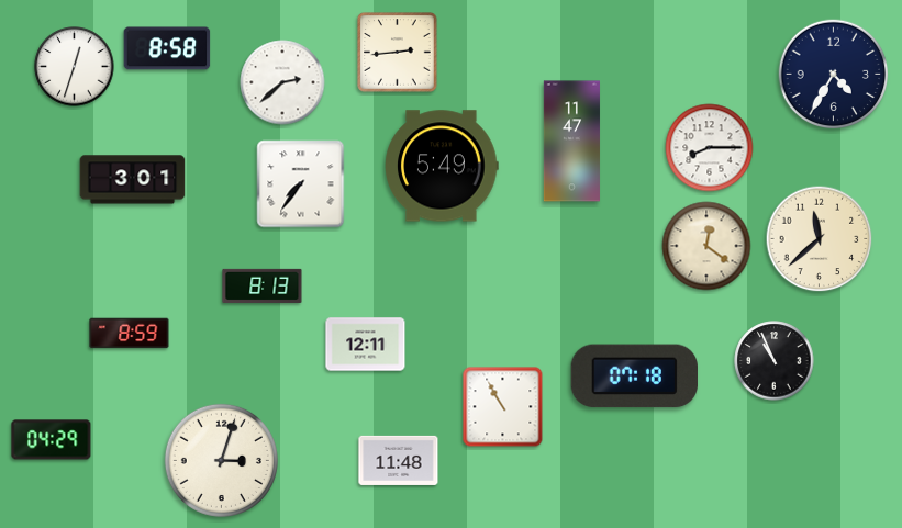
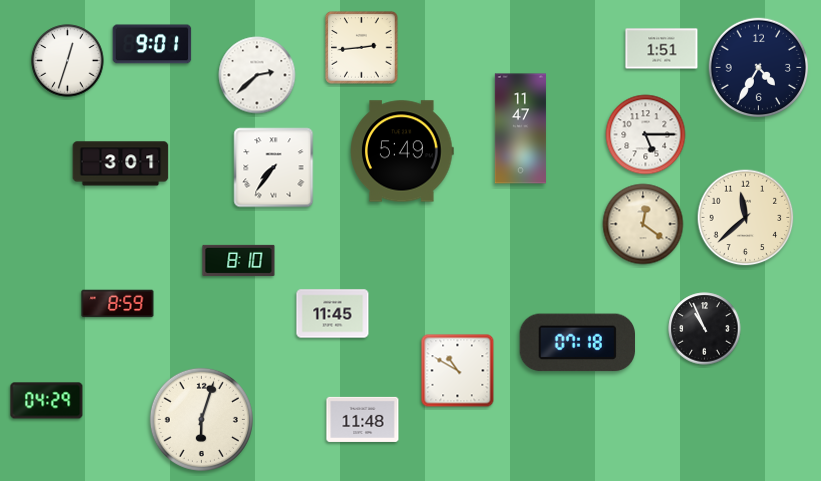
clock at (167, 48): 8:58 -> 9:01
clock at (662, 49): none -> 1:51
clock at (710, 148): 8:15 -> 5:15
clock at (263, 285): 8:13 -> 8:10
clock at (366, 345): 12:11 -> 11:45
clock at (503, 407): 10:55 -> 10:50
clock at (221, 460): 3:03 -> 6:03
